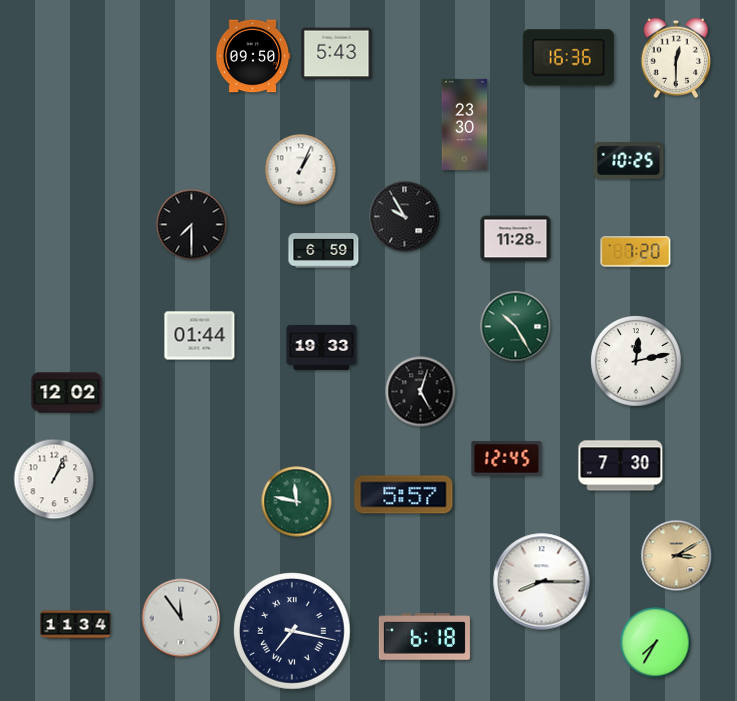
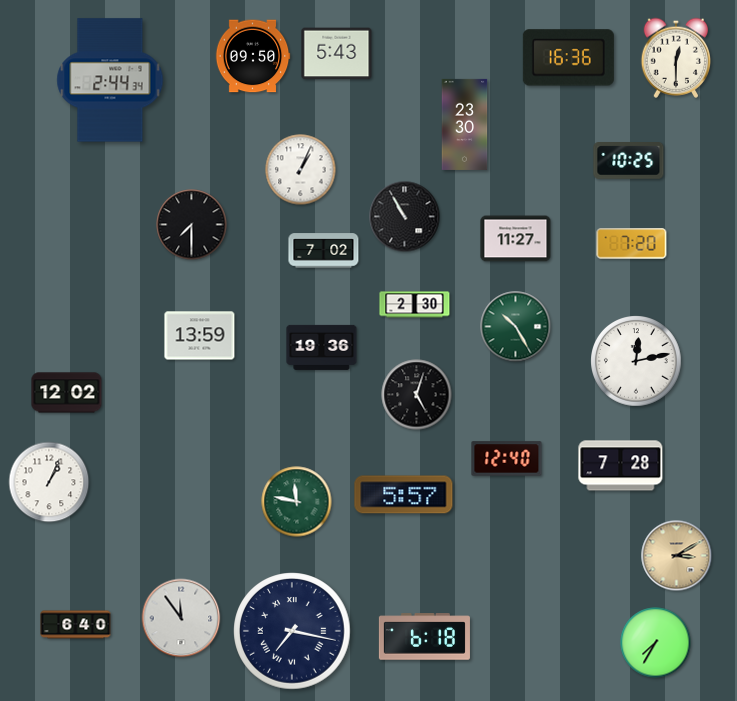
clock at (110, 80): none -> 2:44
clock at (405, 217): 9:55 -> 10:55
clock at (516, 239): 11:28 -> 11:27
clock at (324, 251): 6:59 -> 7:02
clock at (636, 252) position: (636, 252) -> (632, 244)
clock at (415, 305): none -> 2:30
clock at (200, 336): 01:44 -> 13:59
clock at (322, 347): 19:33 -> 19:36
clock at (421, 392) position: (421, 392) -> (417, 395)
clock at (507, 459): 12:45 -> 12:40
clock at (621, 466): 7:30 -> 7:28
clock at (54, 479) position: (54, 479) -> (49, 482)
clock at (542, 582): 8:15 -> none
clock at (76, 625): 11:34 -> 6:40
